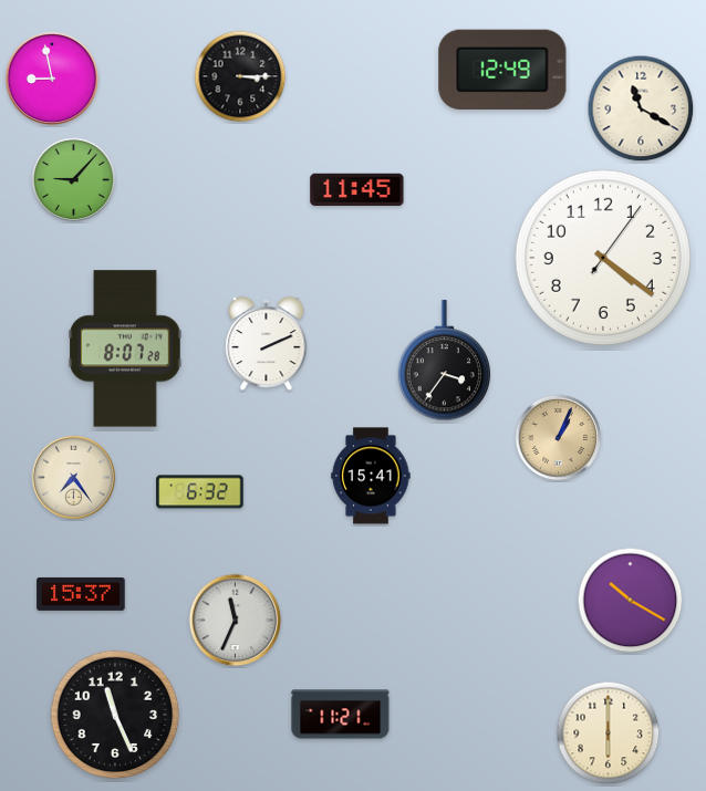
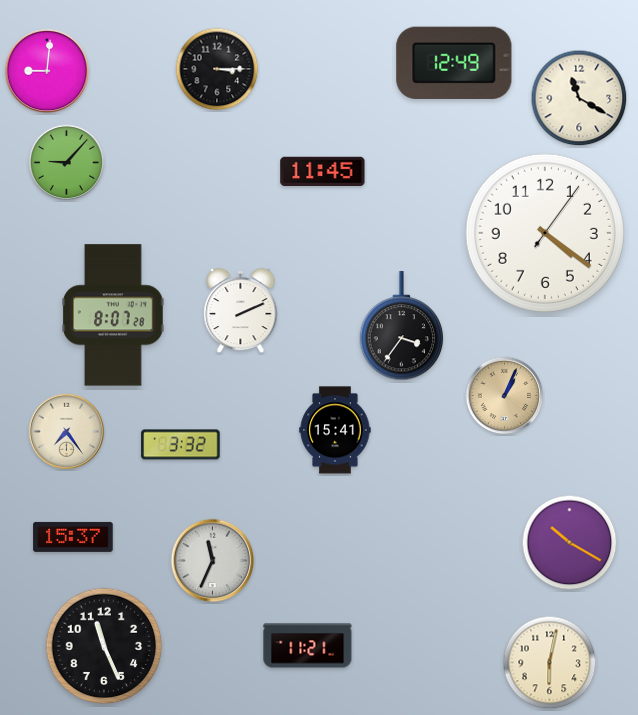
clock at (52, 79): 8:58 -> 9:01
clock at (200, 492): 6:32 -> 3:32
clock at (609, 733): 6:00 -> 6:02
